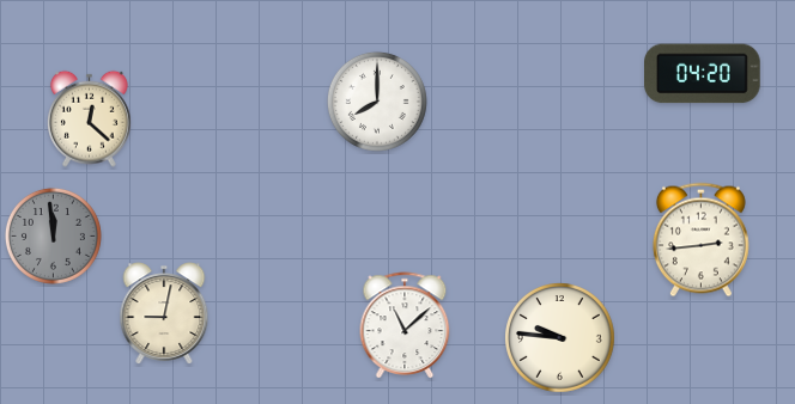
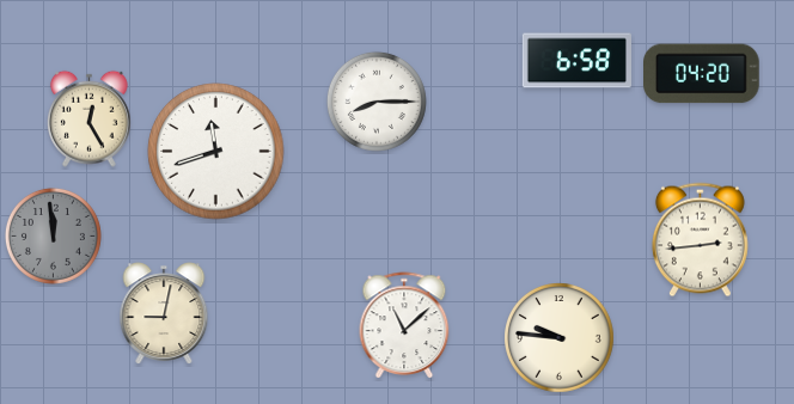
clock at (576, 61): none -> 6:58
clock at (377, 102): 8:00 -> 8:15
clock at (90, 118): 12:22 -> 12:25
clock at (216, 152): none -> 11:42
